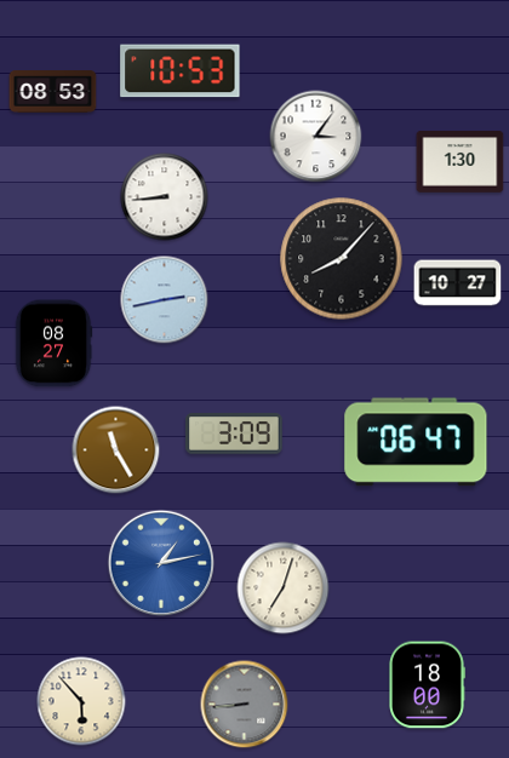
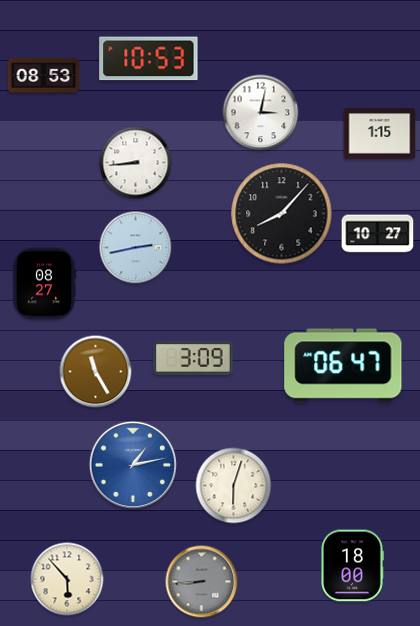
clock at (316, 137): 3:06 -> 3:02
clock at (461, 162): 1:30 -> 1:15
clock at (284, 588): 7:03 -> 6:03
